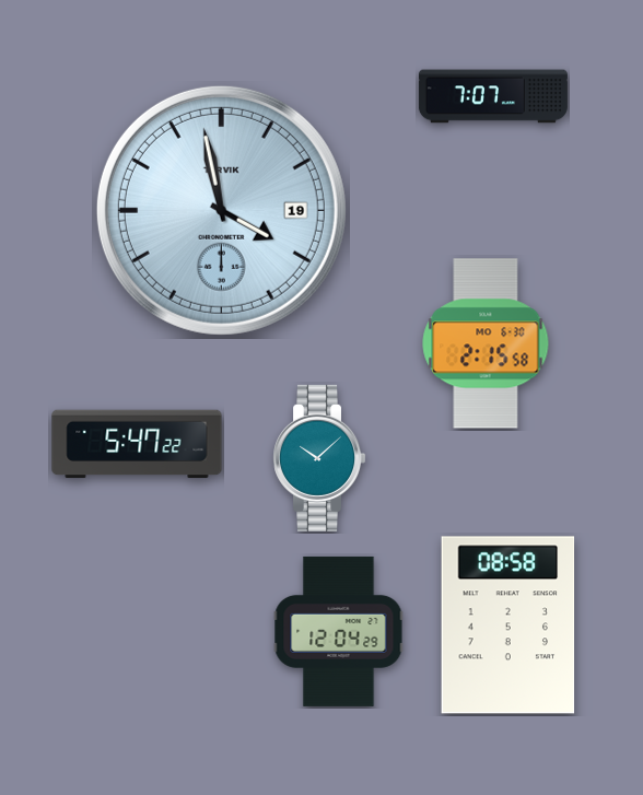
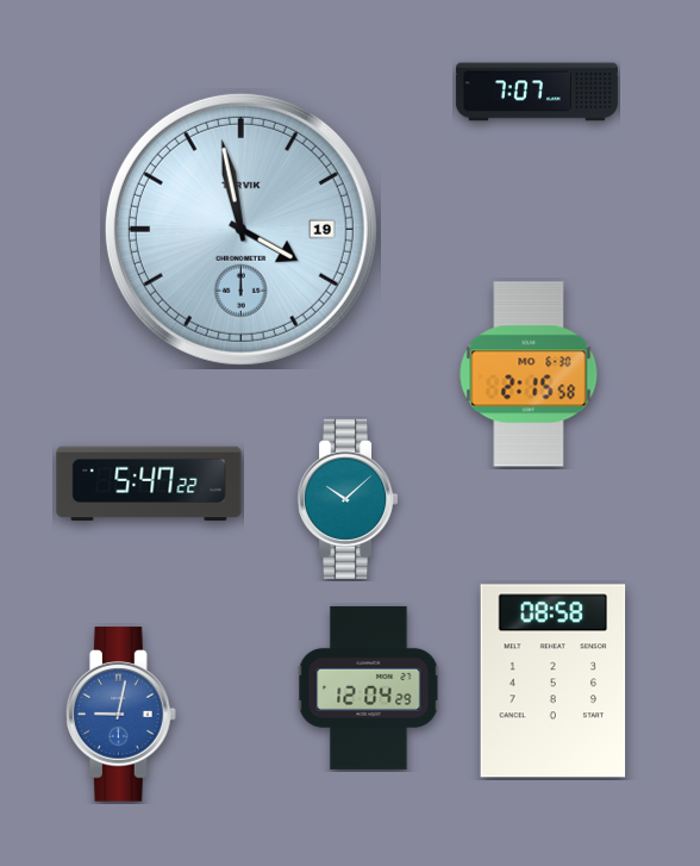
clock at (493, 96) position: (493, 96) -> (537, 92)
clock at (121, 715): none -> 9:02
